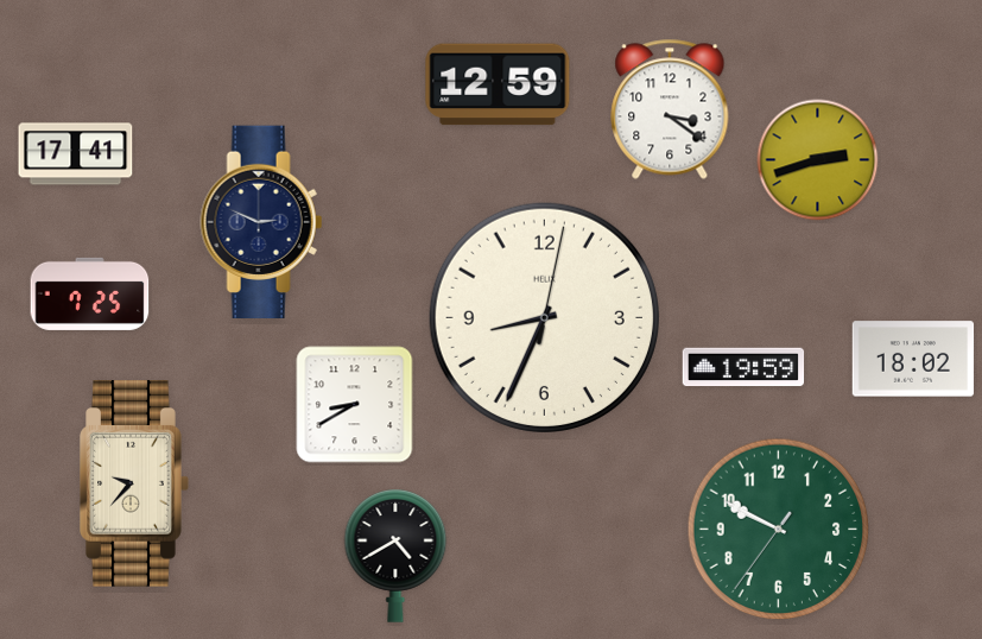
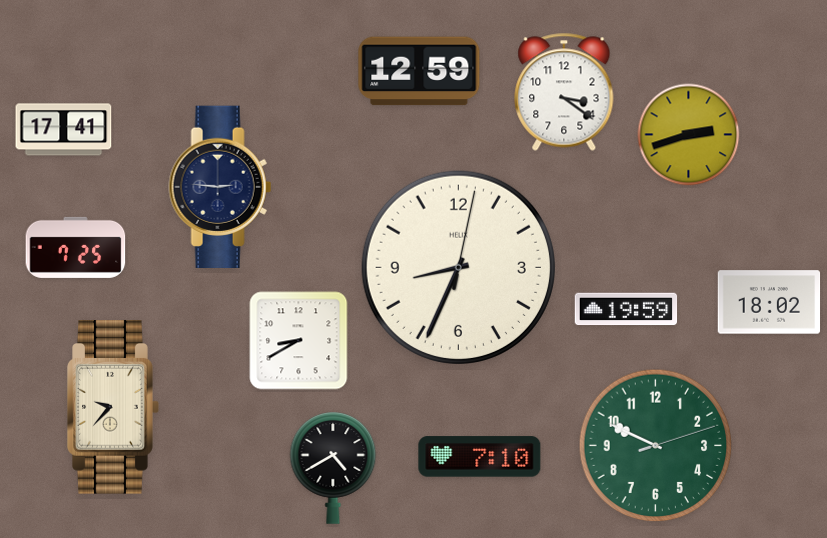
clock at (261, 222): 2:49 -> 2:46
clock at (779, 530): 9:49:36 -> 9:49:12
clock at (480, 457): none -> 7:10
